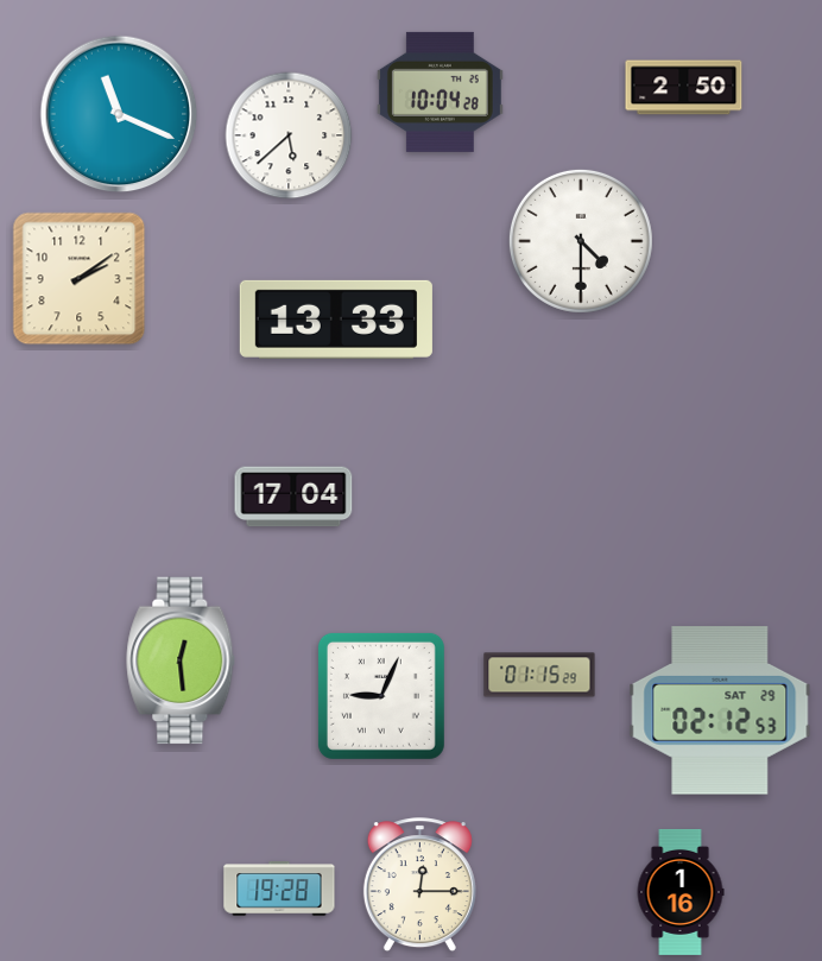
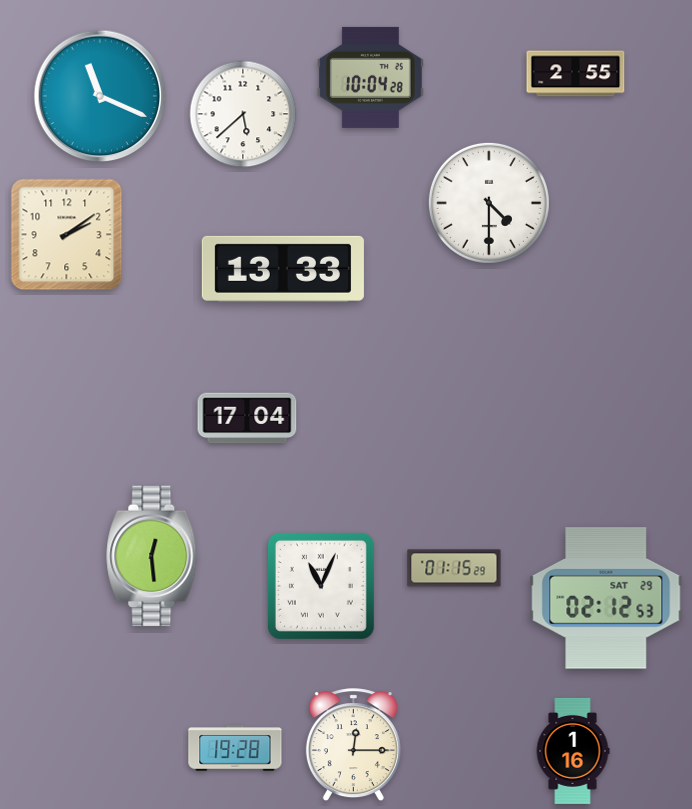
clock at (684, 88): 2:50 -> 2:55
clock at (381, 696): 9:04 -> 11:04
